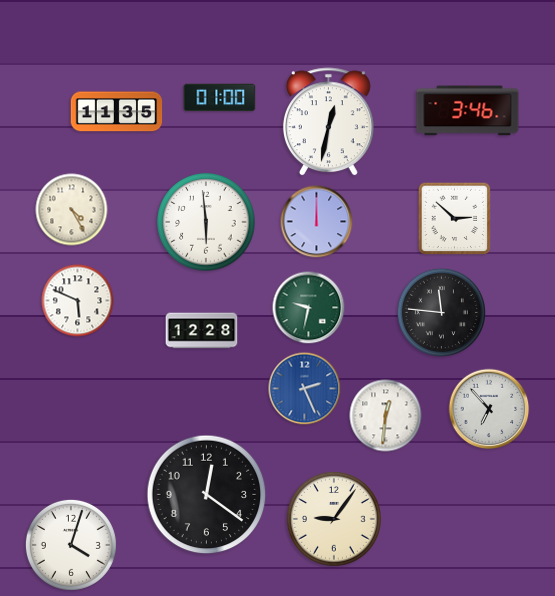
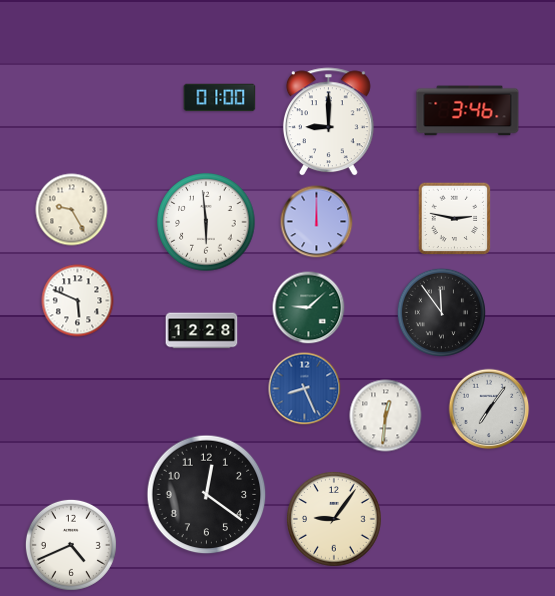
clock at (117, 112): 11:35 -> none
clock at (328, 122): 12:32 -> 9:00
clock at (72, 210): 4:25 -> 9:25
clock at (455, 219): 2:52 -> 2:47
clock at (309, 308): 9:32 -> 9:08
clock at (441, 312): 11:46 -> 11:54
clock at (305, 389): 2:26 -> 8:26
clock at (489, 409): 6:53 -> 7:06
clock at (71, 545): 4:03 -> 4:41
